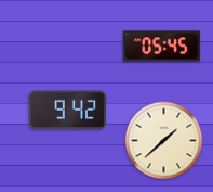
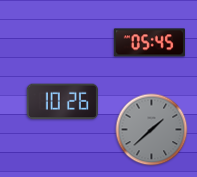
clock at (67, 111): 9:42 -> 10:26
clock at (164, 141) dial: cream -> grey
